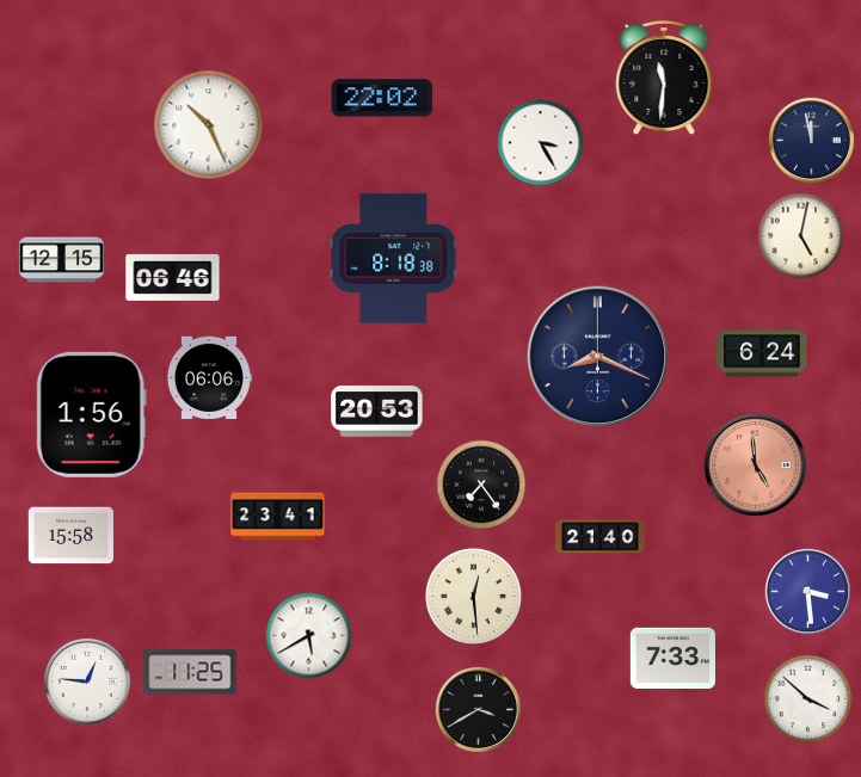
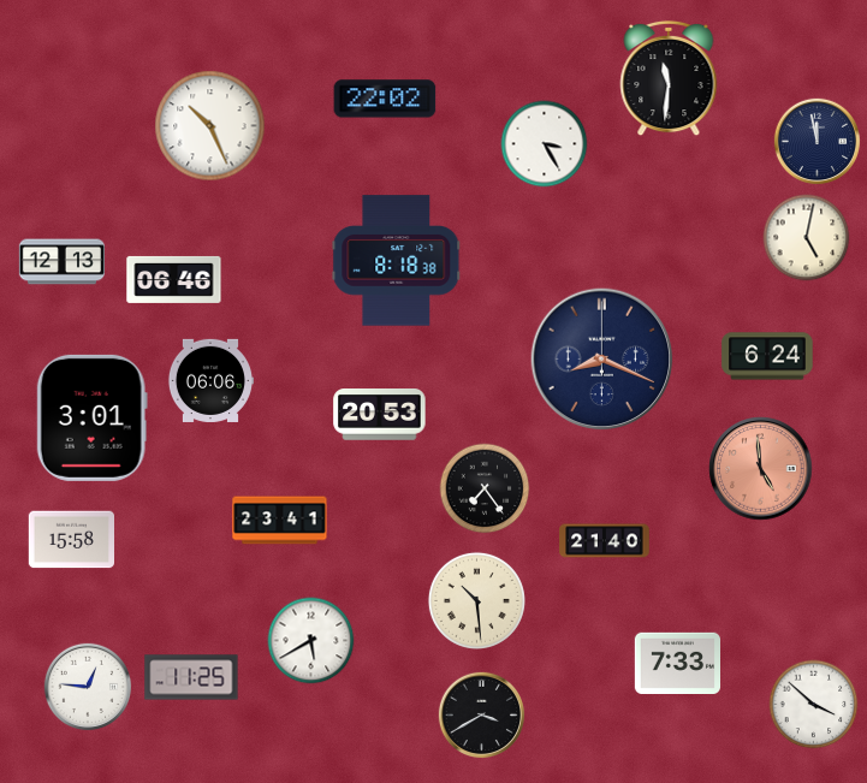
clock at (61, 260): 12:15 -> 12:13
clock at (91, 414): 1:56 -> 3:01
clock at (808, 592): 3:29 -> none
clock at (473, 596): 12:29 -> 10:29
